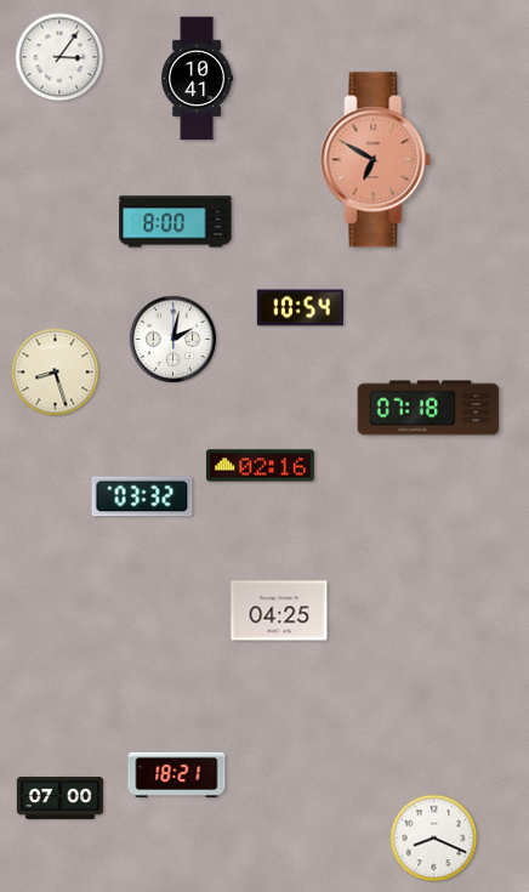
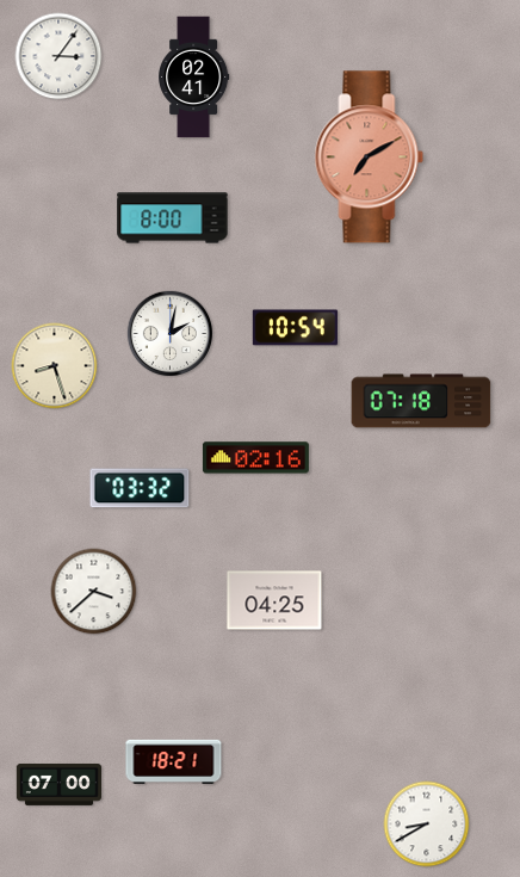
clock at (198, 79): 10:41 -> 02:41
clock at (376, 160): 6:50 -> 7:10
clock at (300, 308) position: (300, 308) -> (295, 328)
clock at (94, 592): none -> 3:38
clock at (434, 839): 8:19 -> 8:40
